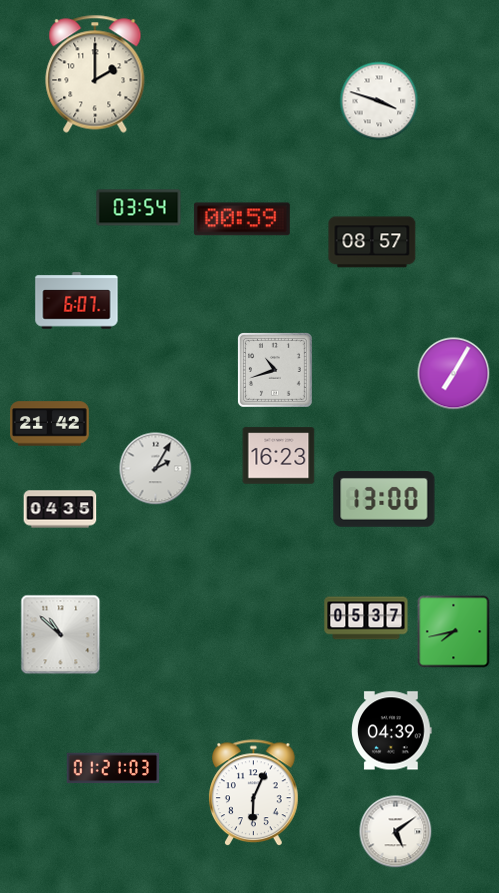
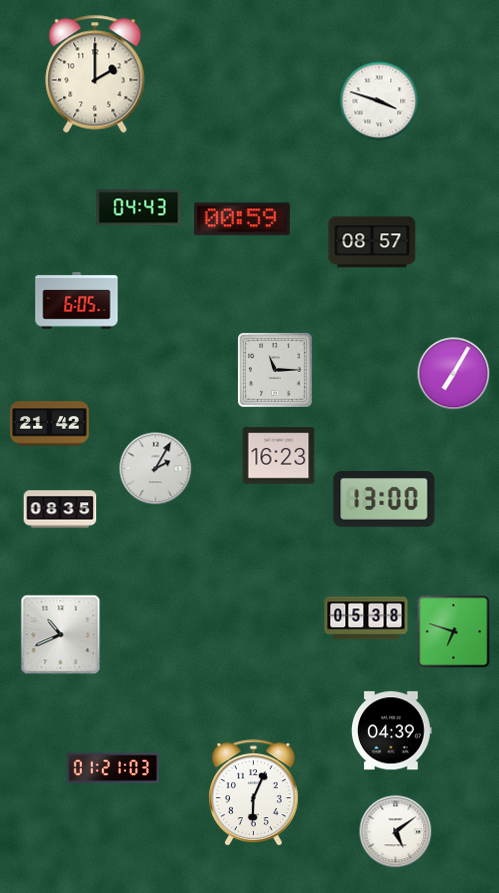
clock at (139, 208): 03:54 -> 04:43
clock at (77, 301): 6:07 -> 6:05
clock at (276, 371): 10:42 -> 11:15
clock at (60, 509): 04:35 -> 08:35
clock at (366, 618): 05:37 -> 05:38
clock at (454, 632): 7:43 -> 6:48
clock at (61, 635): 10:52 -> 10:41
